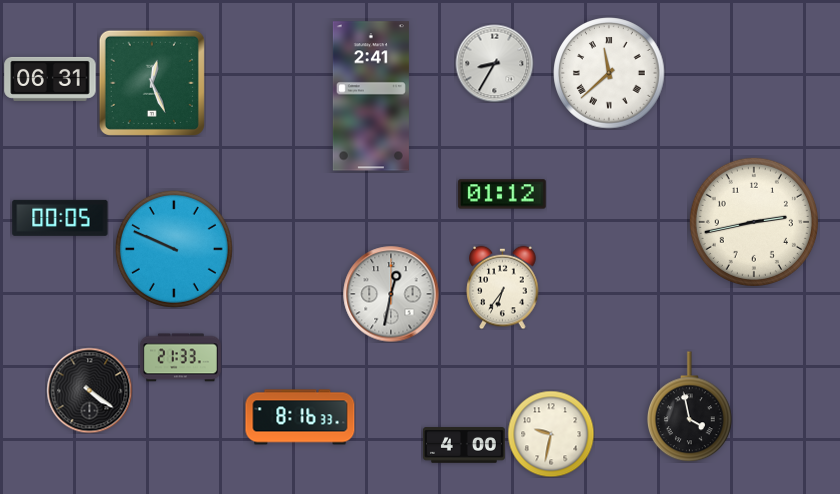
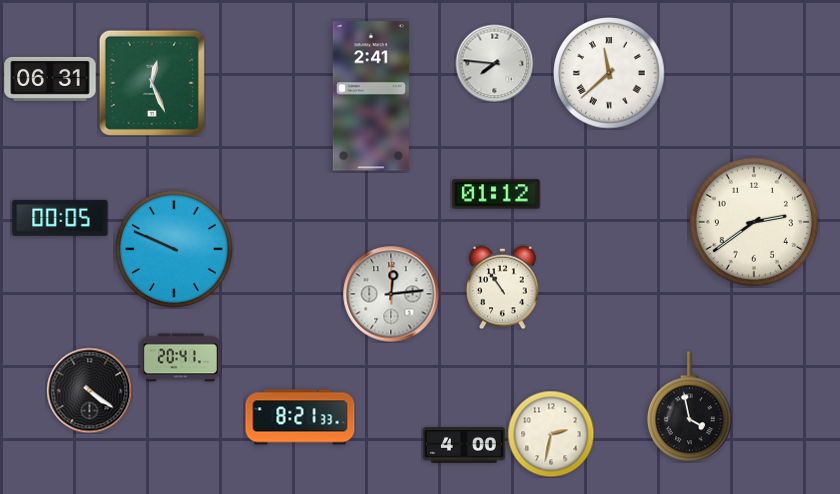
clock at (494, 63): 8:35 -> 7:46
clock at (502, 194) position: (502, 194) -> (496, 194)
clock at (754, 222): 2:43 -> 2:39
clock at (503, 287): 6:36 -> 10:54
clock at (391, 294): 12:32 -> 12:14
clock at (180, 358): 21:33 -> 20:41
clock at (300, 417): 8:16 -> 8:21
clock at (551, 434): 9:32 -> 2:32
